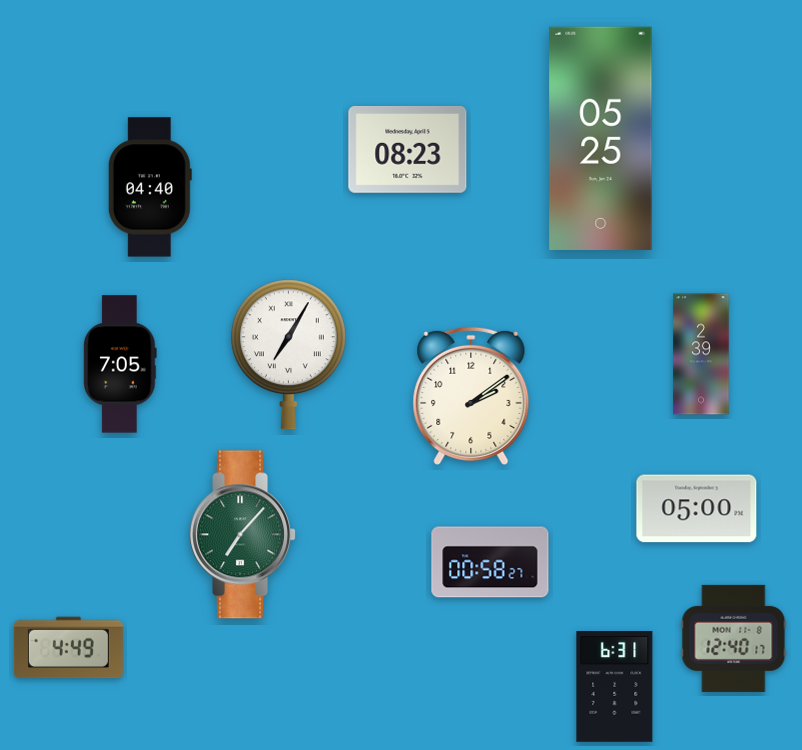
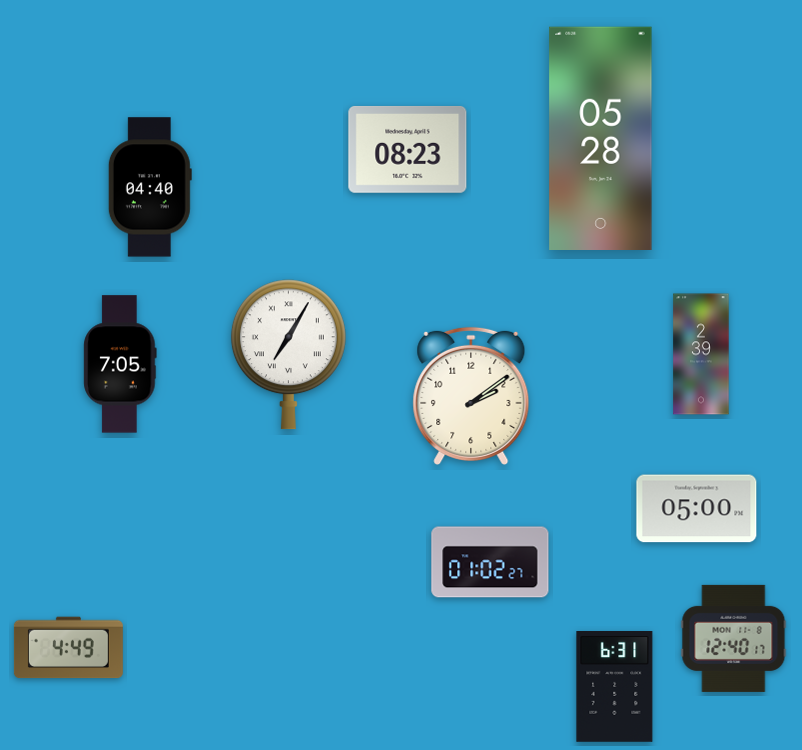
clock at (601, 138): 05:25 -> 05:28
clock at (243, 535): 7:07 -> none
clock at (490, 562): 00:58 -> 01:02
